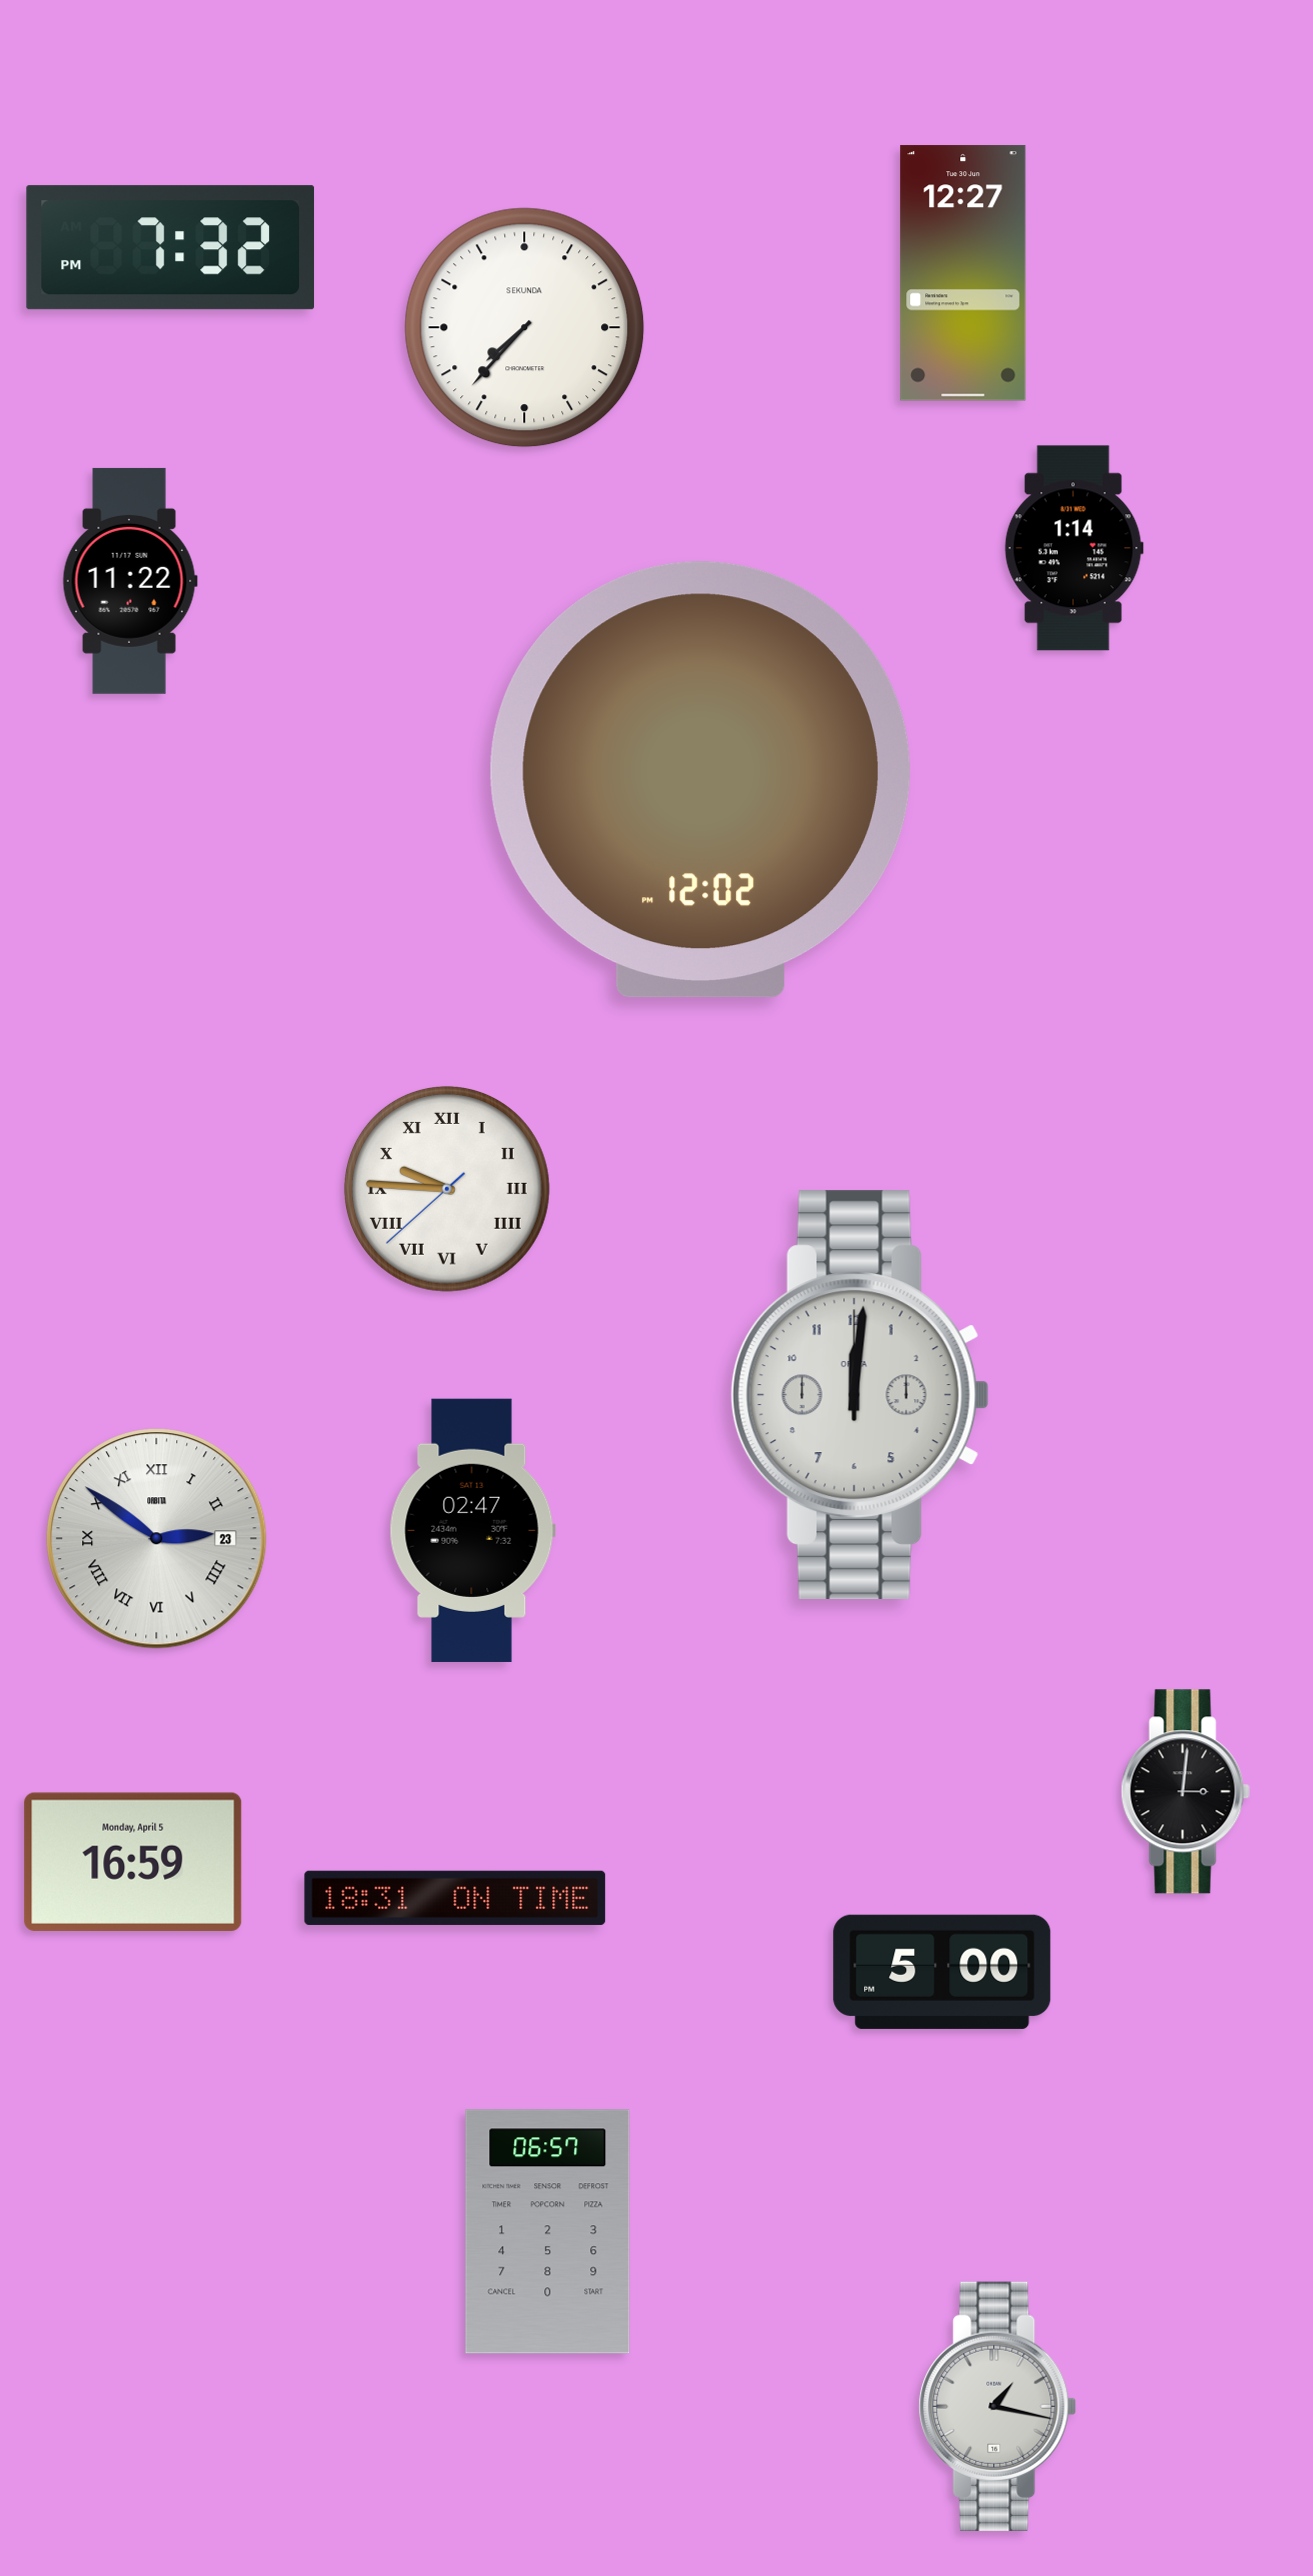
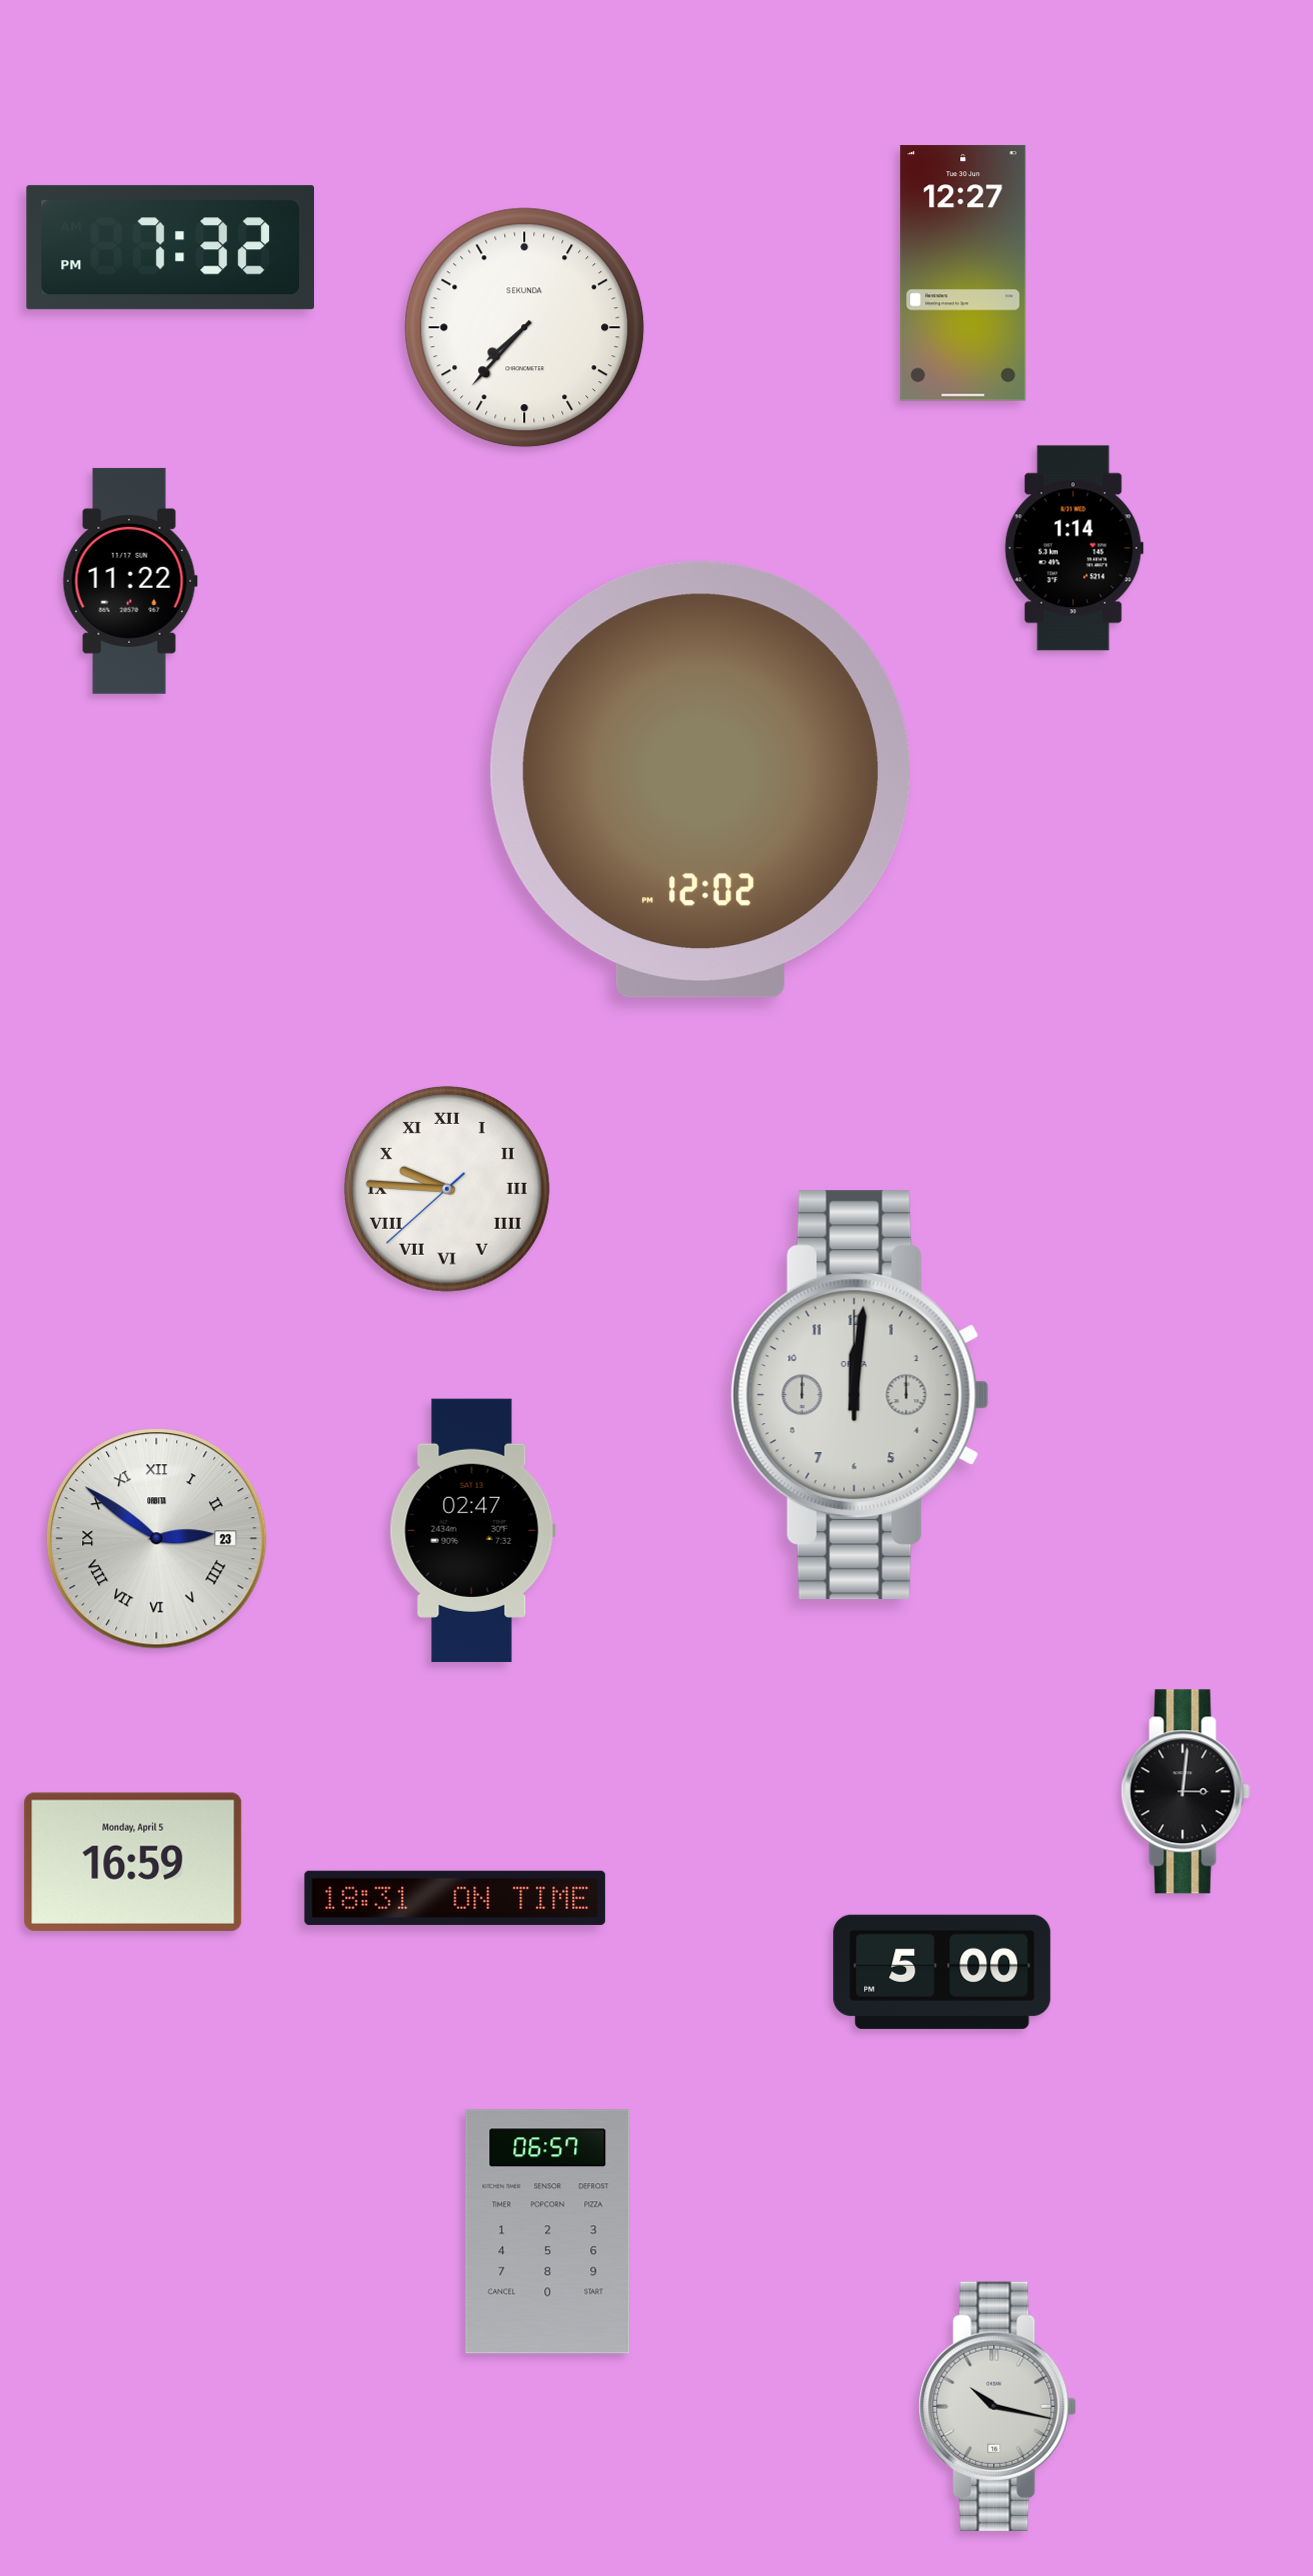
clock at (998, 2406): 1:17 -> 10:17
